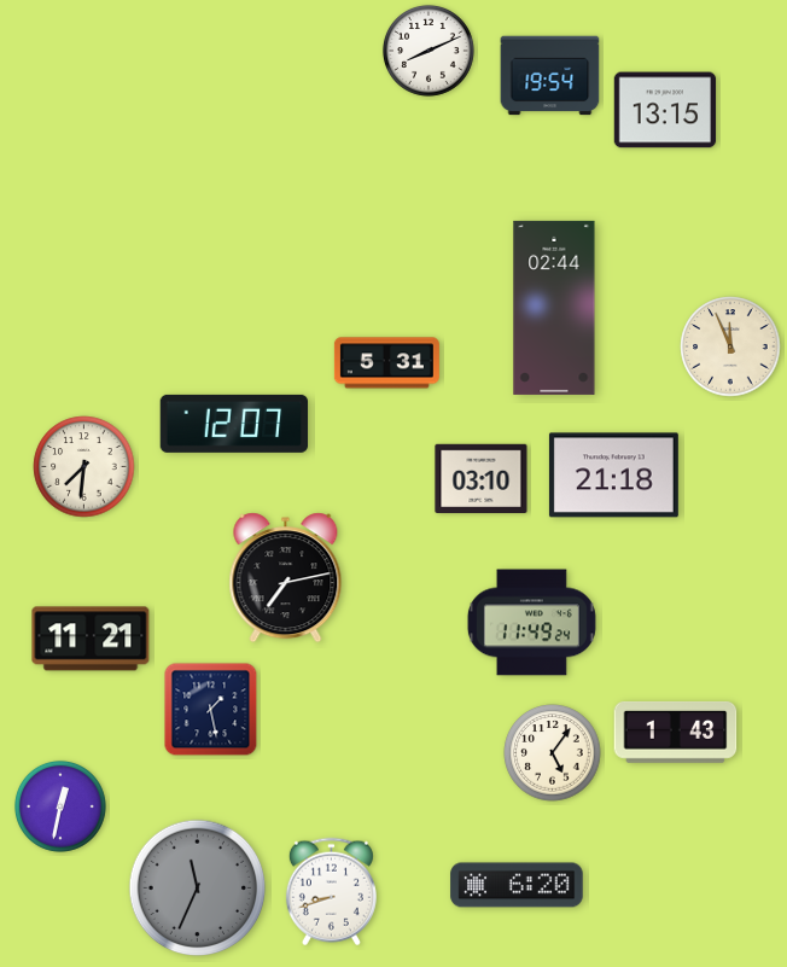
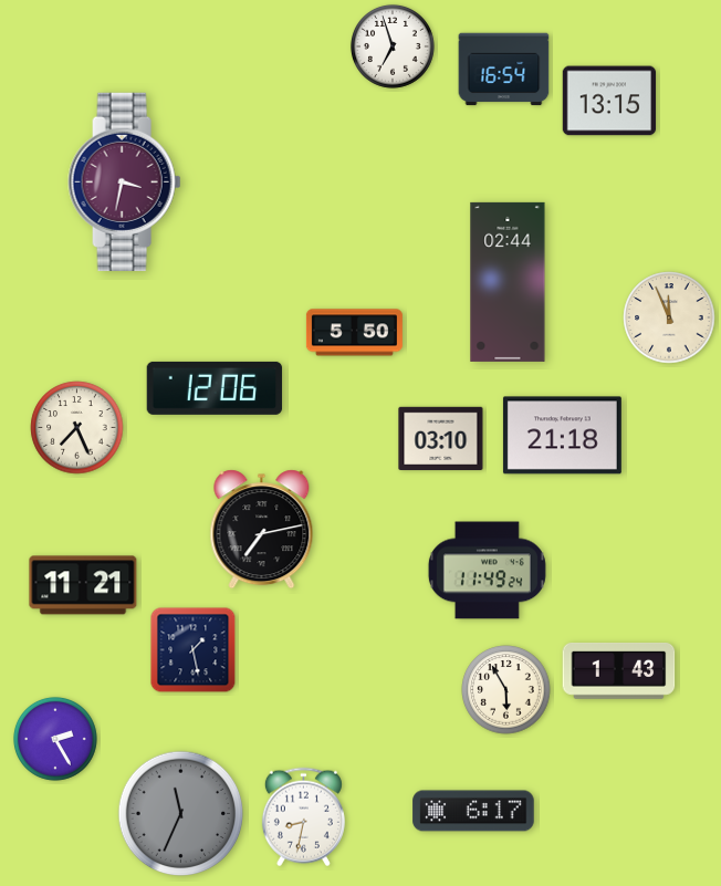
clock at (429, 51): 8:11 -> 6:57
clock at (550, 76): 19:54 -> 16:54
clock at (125, 181): none -> 3:32
clock at (386, 363): 5:31 -> 5:50
clock at (234, 424): 12:07 -> 12:06
clock at (84, 467): 7:31 -> 7:26
clock at (553, 753): 5:06 -> 5:55
clock at (60, 806): 12:32 -> 2:25
clock at (517, 885): 6:20 -> 6:17
clock at (331, 892): 8:42 -> 8:32
